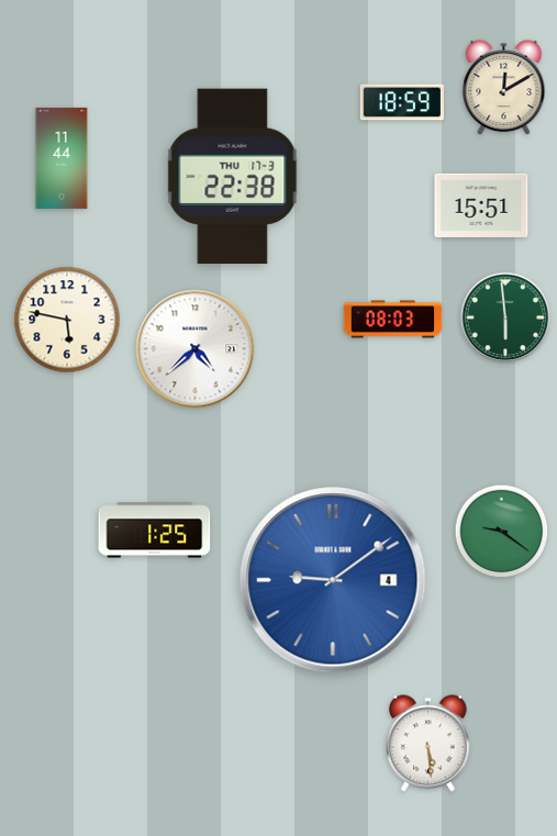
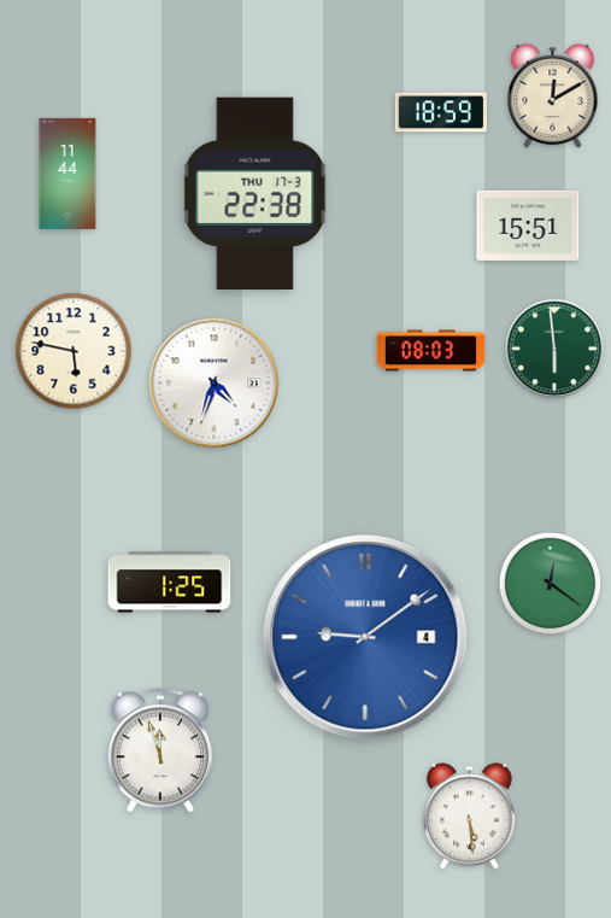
clock at (196, 349): 4:38 -> 4:33
clock at (502, 532): 9:21 -> 12:21
clock at (160, 750): none -> 11:57
